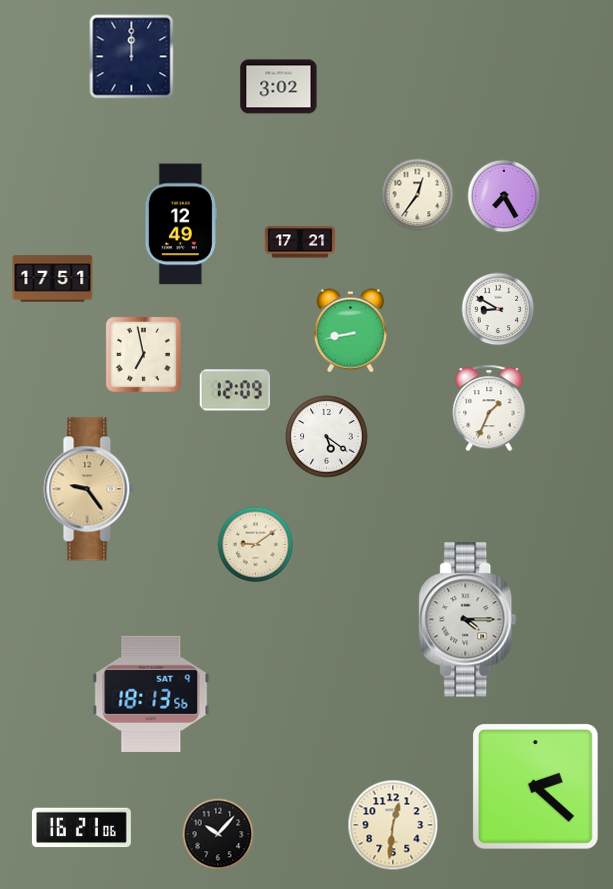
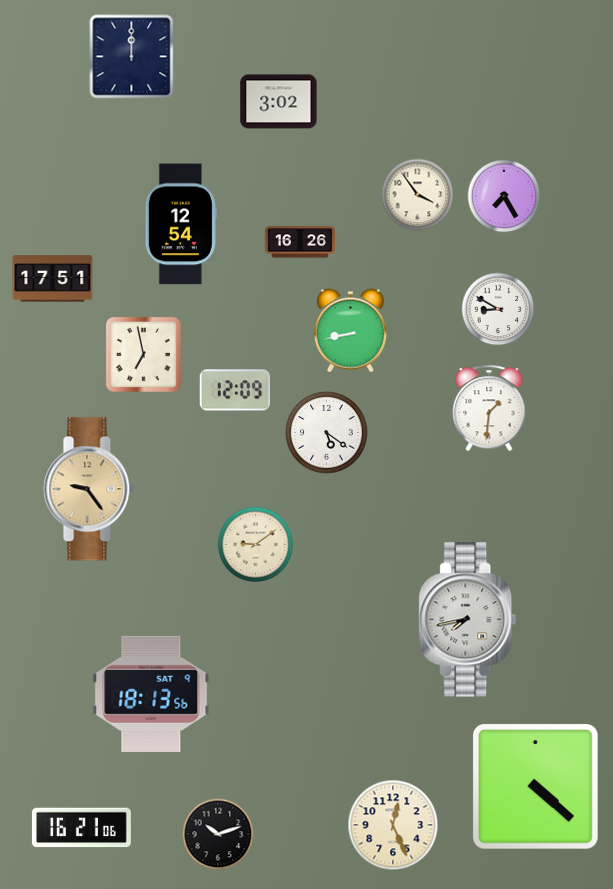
clock at (279, 87) position: (279, 87) -> (279, 102)
clock at (418, 195): 12:36 -> 3:54
clock at (181, 224): 12:49 -> 12:54
clock at (300, 242): 17:21 -> 16:26
clock at (489, 408): 1:34 -> 1:31
clock at (327, 437) position: (327, 437) -> (327, 433)
clock at (468, 620): 4:15 -> 7:43
clock at (536, 787): 2:22 -> 4:22
clock at (393, 825): 12:31 -> 12:26
clock at (218, 834): 10:07 -> 10:12
